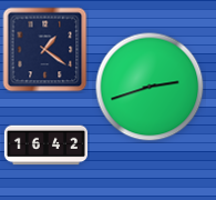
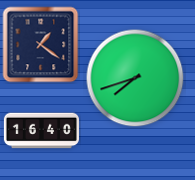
clock at (150, 87): 2:42 -> 7:42
clock at (45, 146): 16:42 -> 16:40
